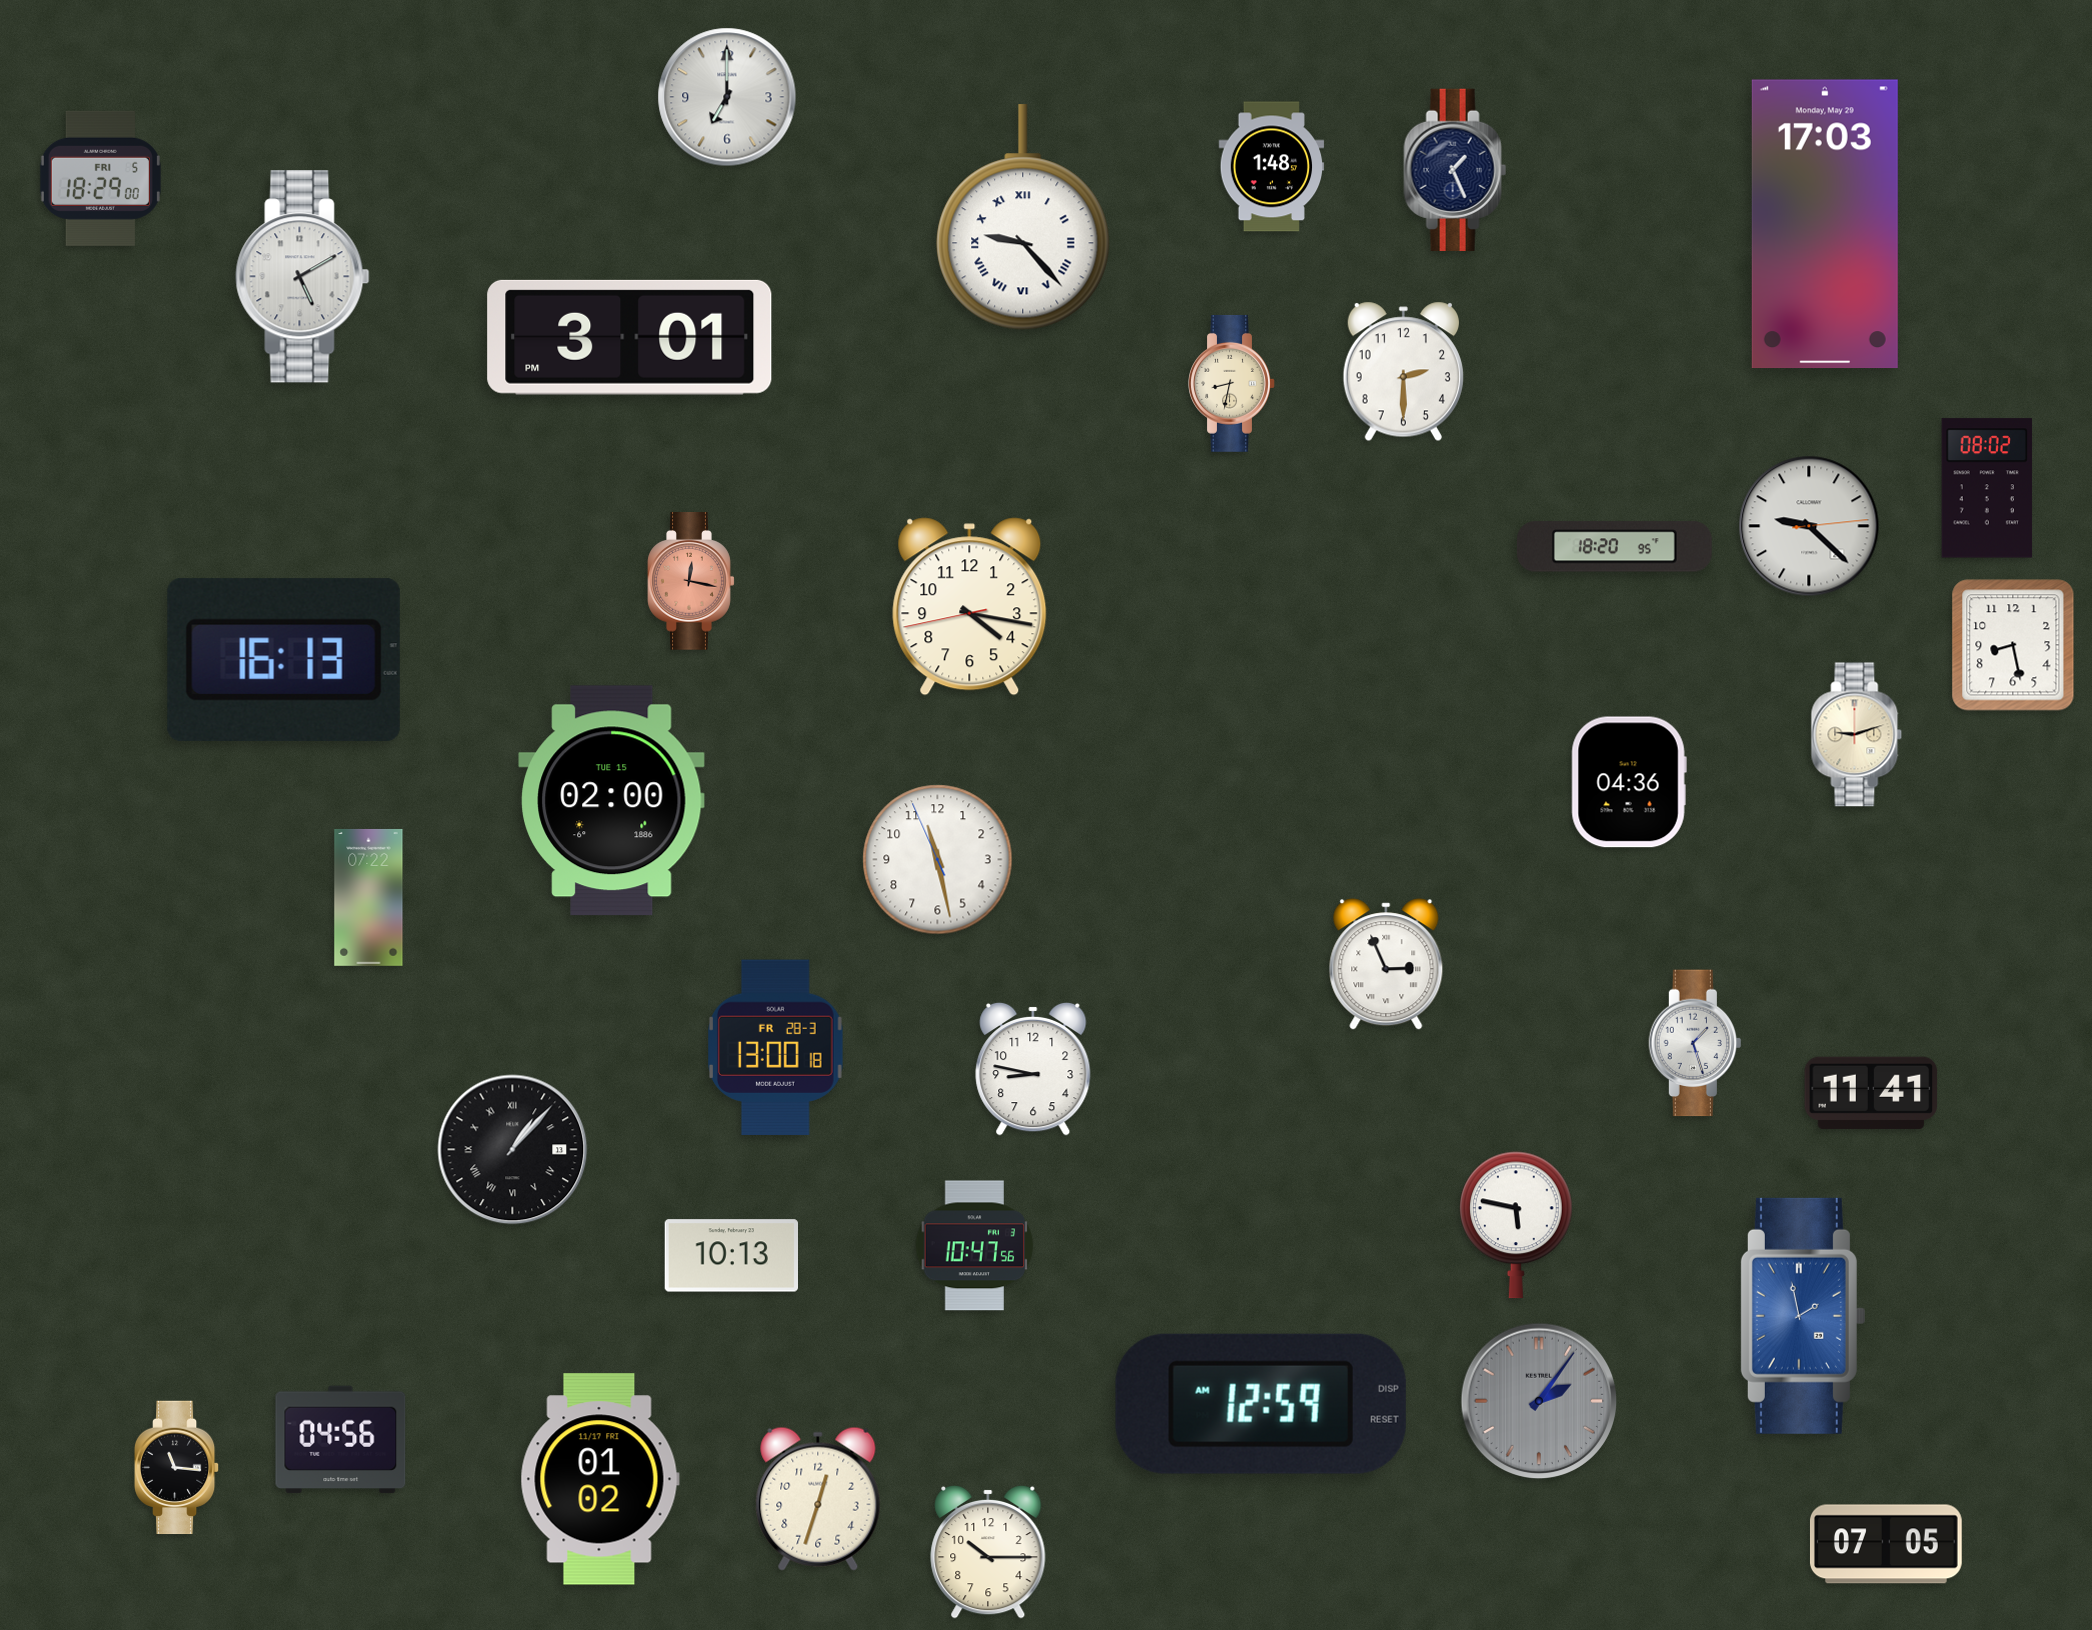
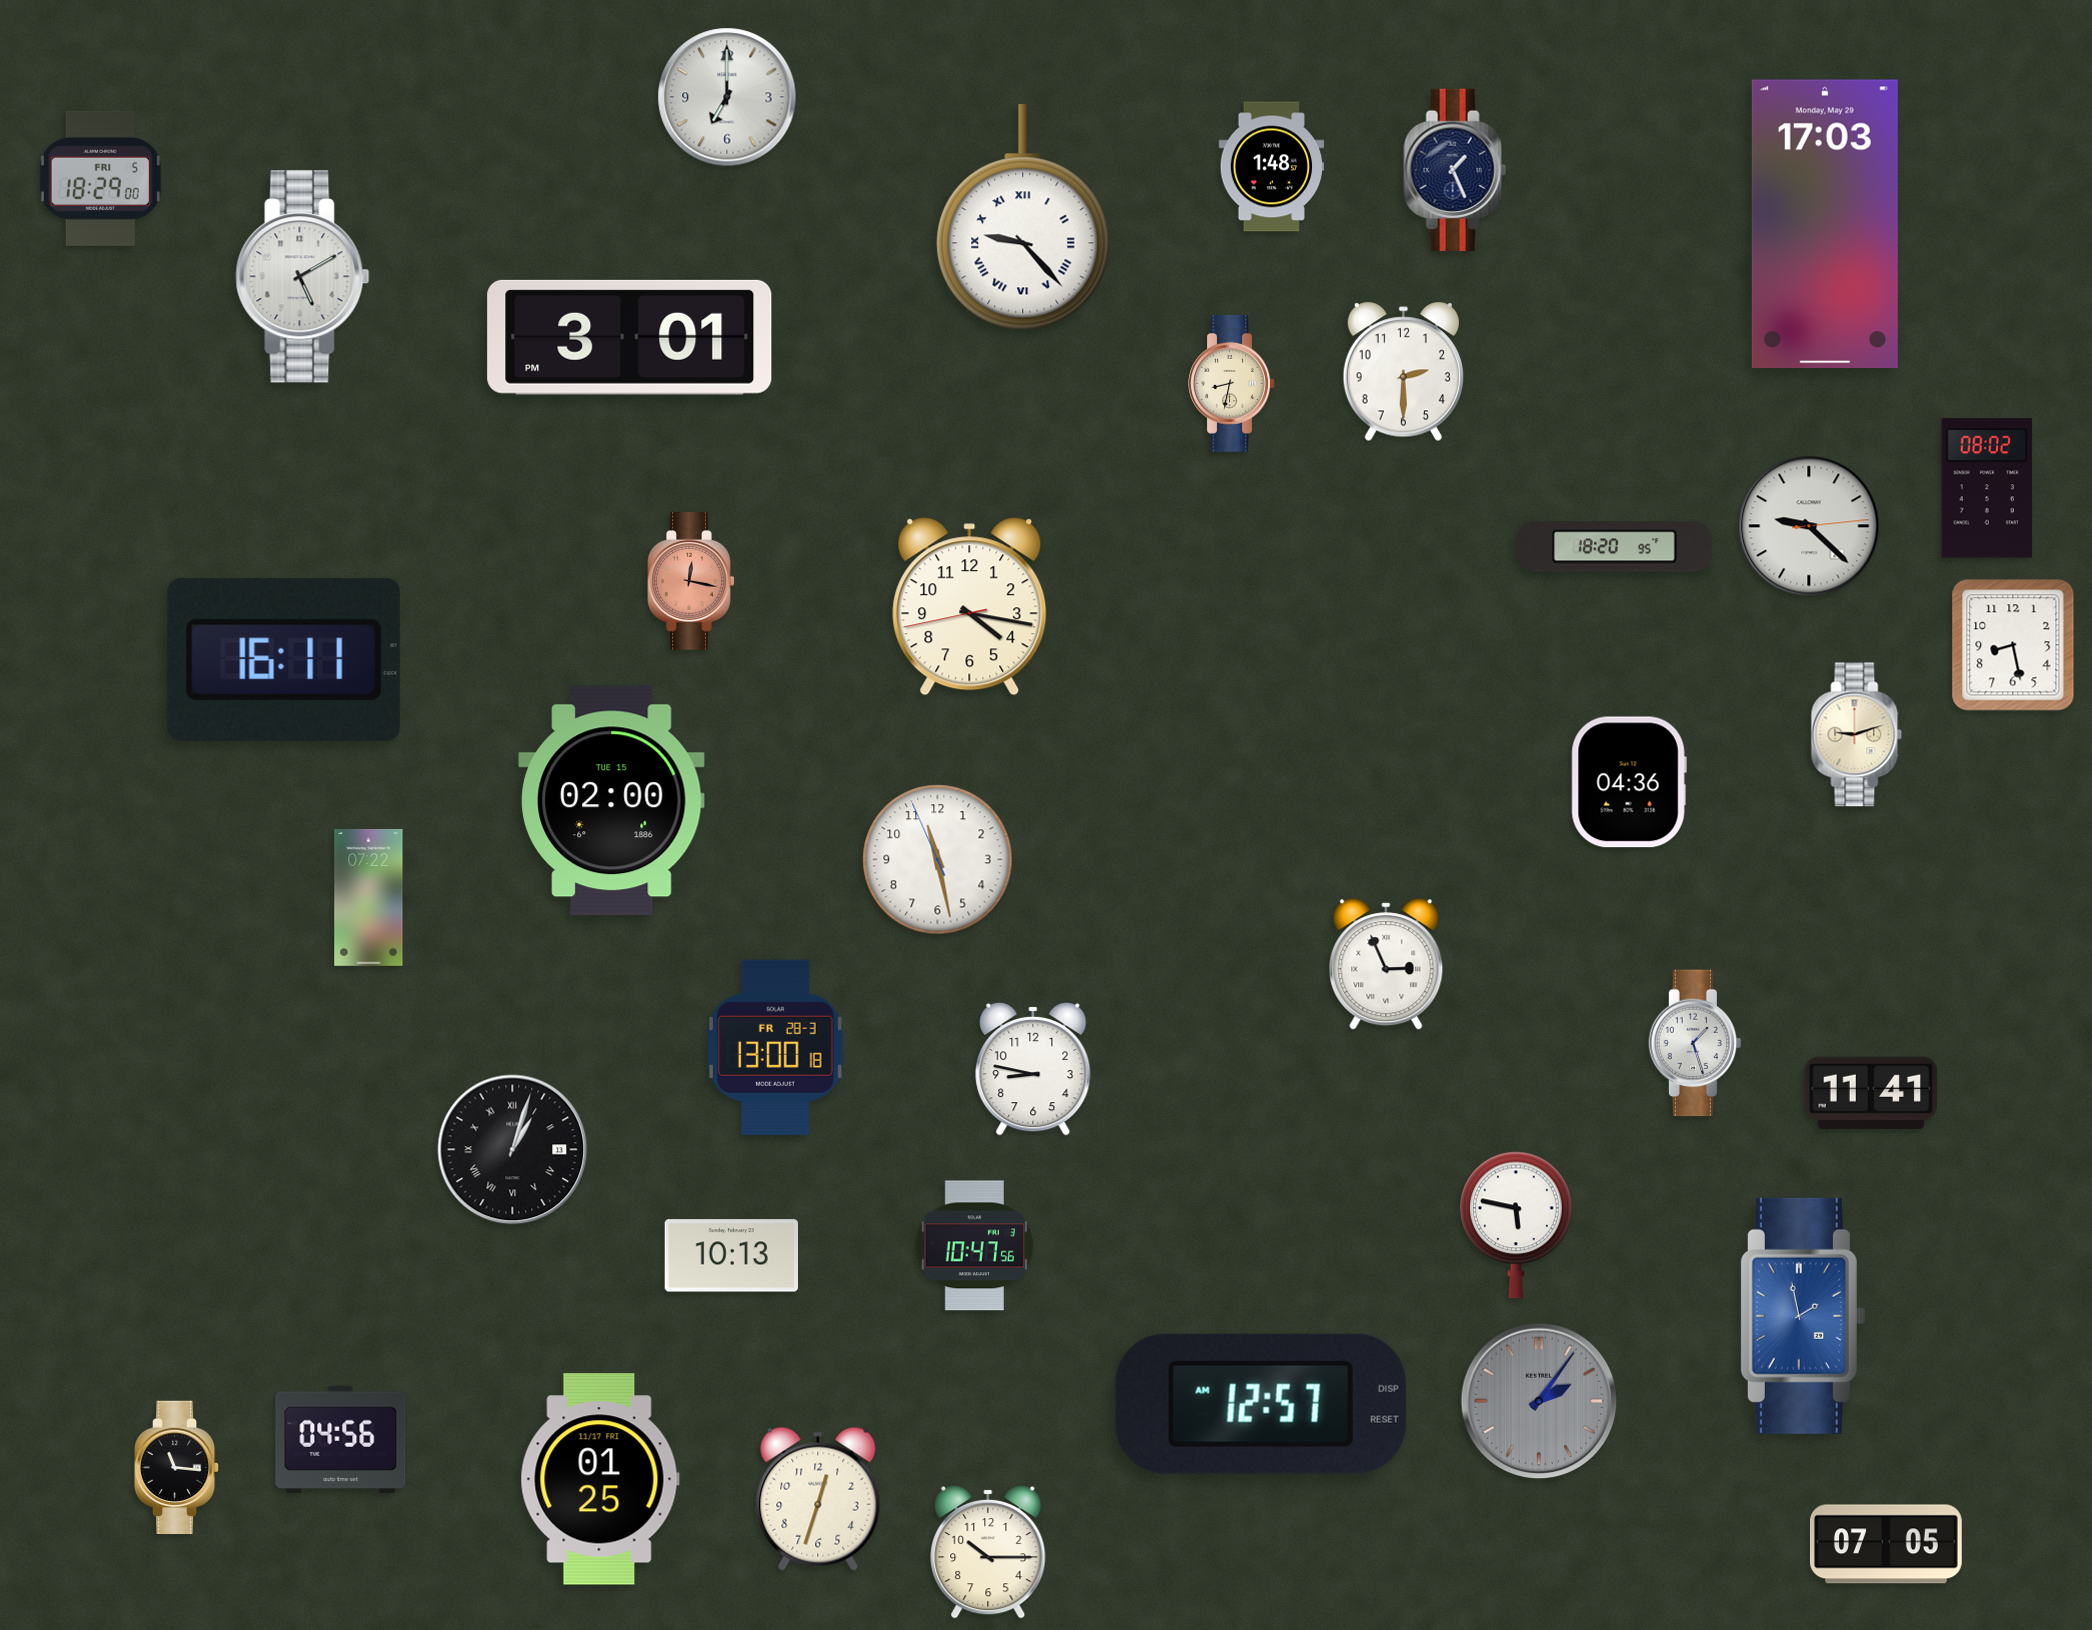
clock at (284, 660): 16:13 -> 16:11
clock at (513, 1150): 1:07 -> 1:03
clock at (1261, 1404): 12:59 -> 12:57
clock at (600, 1479): 01:02 -> 01:25
